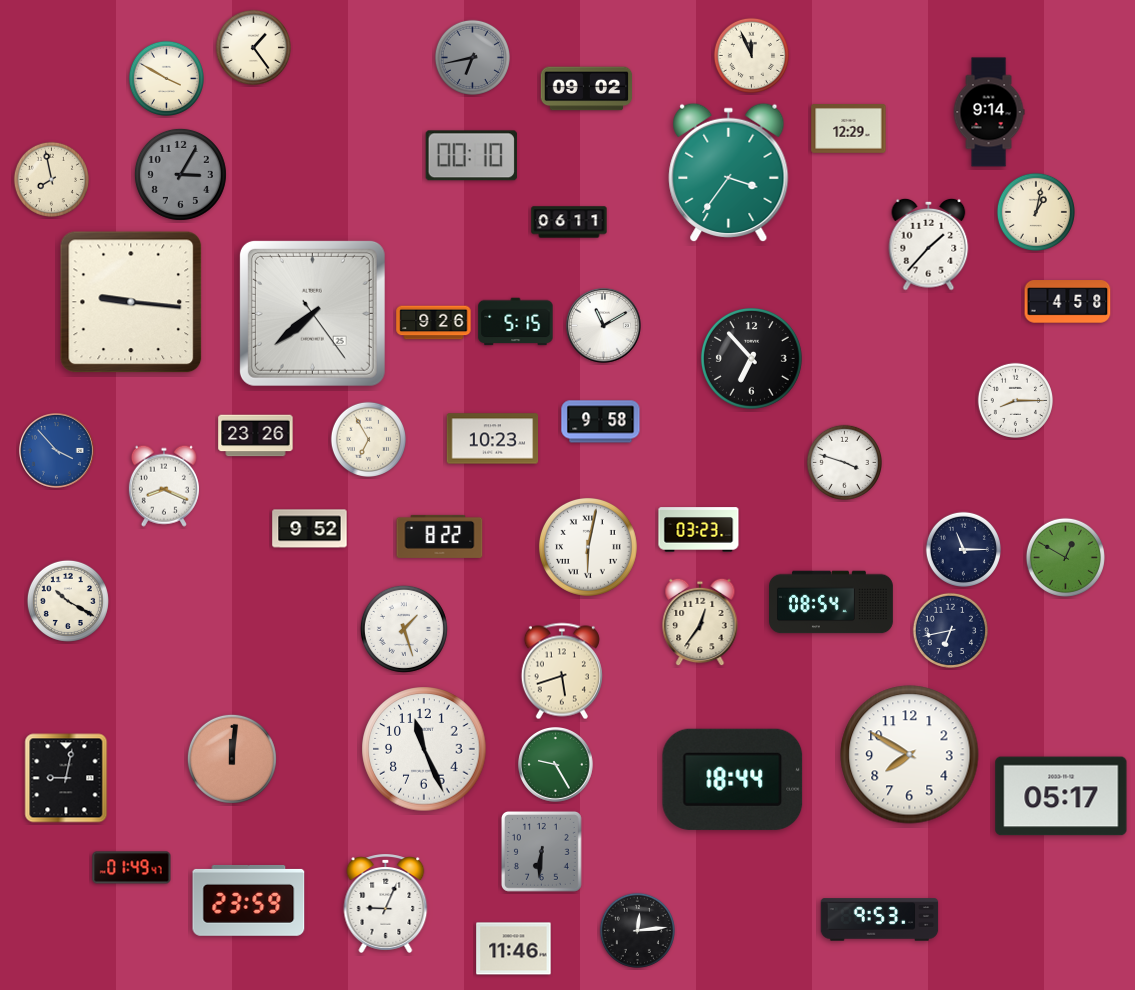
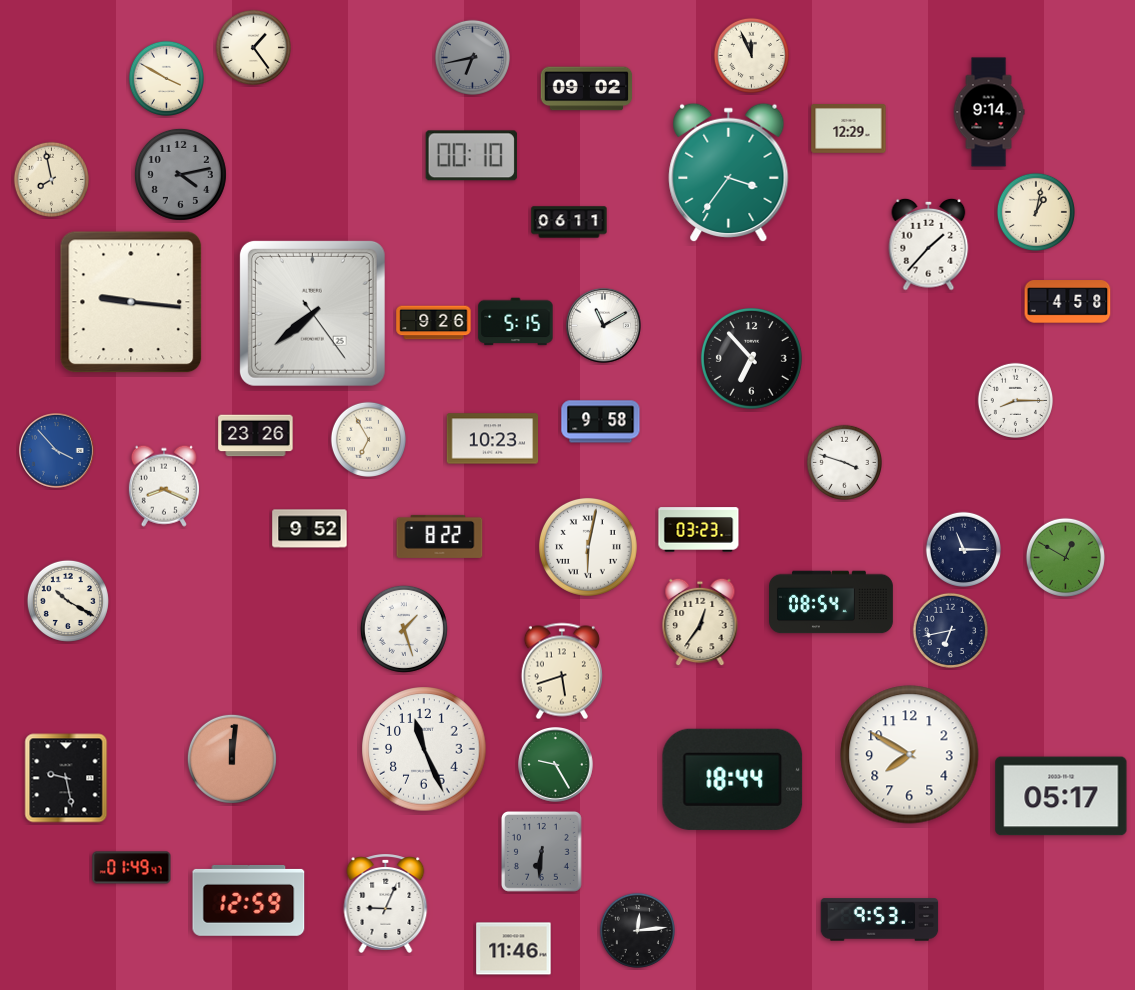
clock at (180, 174): 3:05 -> 4:13
clock at (66, 778): 9:02 -> 9:28
clock at (249, 900): 23:59 -> 12:59
